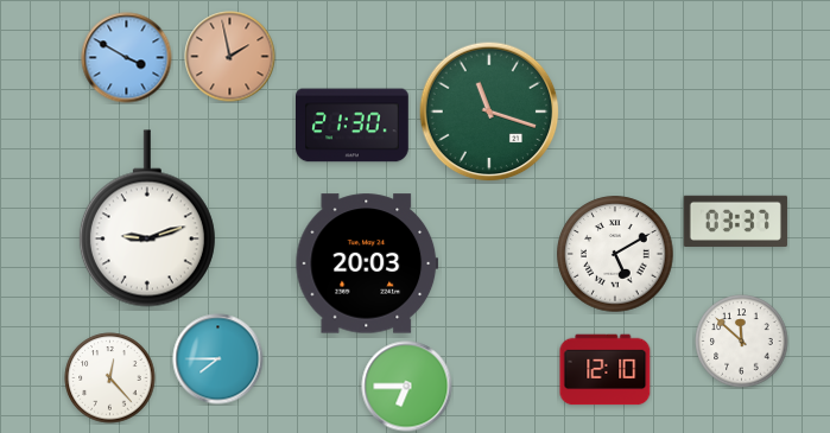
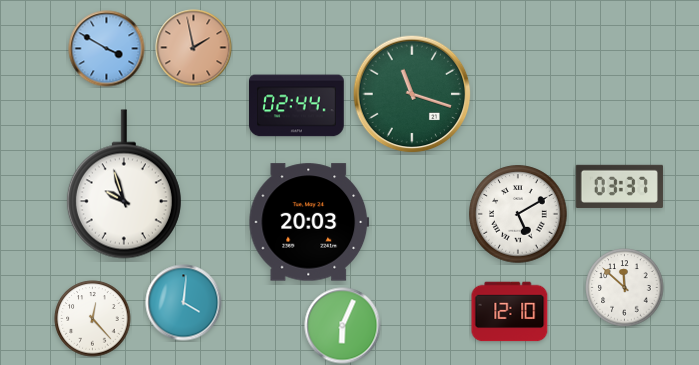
clock at (353, 126): 21:30 -> 02:44
clock at (147, 218): 9:12 -> 9:57
clock at (218, 359): 7:45 -> 4:01
clock at (407, 387): 6:45 -> 6:04
